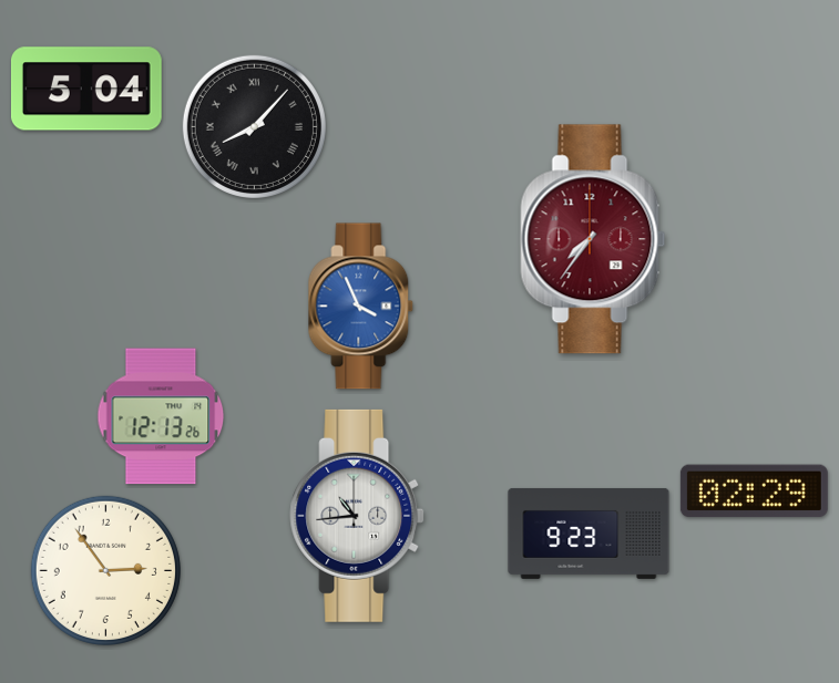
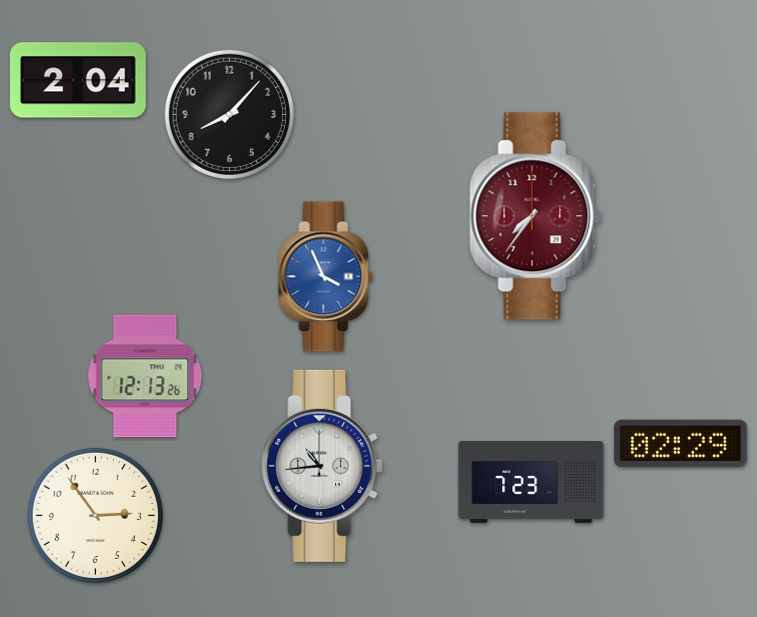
clock at (88, 89): 5:04 -> 2:04
clock at (254, 126) numerals: Roman -> Arabic
clock at (589, 534): 9:23 -> 7:23
